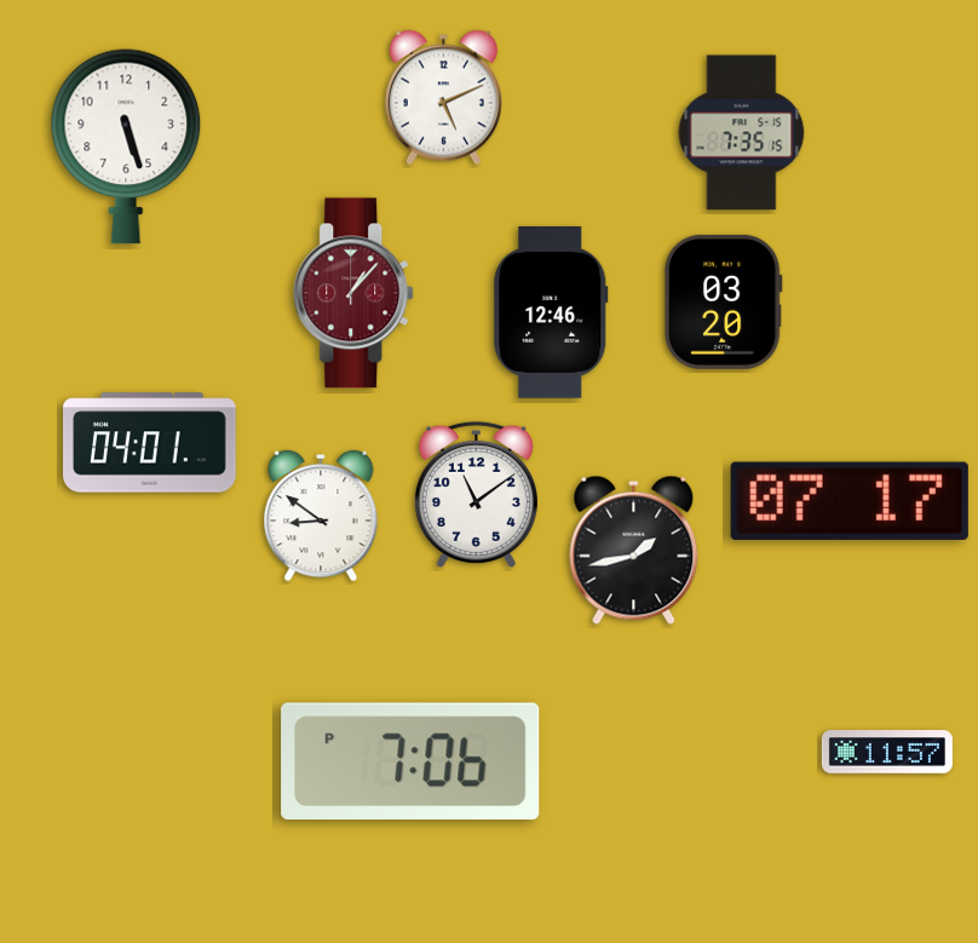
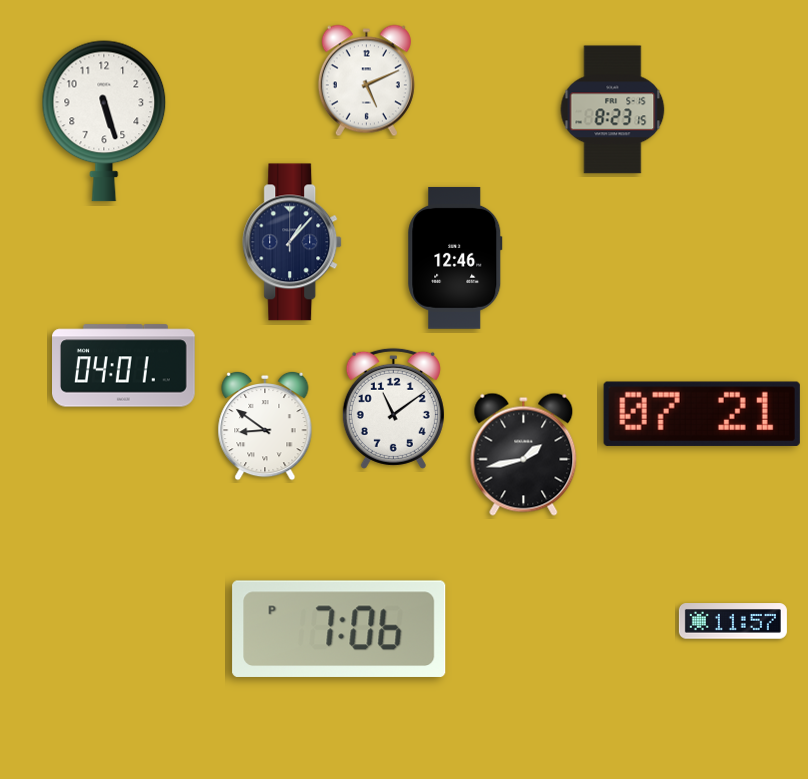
clock at (742, 133): 7:35 -> 8:23
clock at (355, 293) dial: burgundy -> navy
clock at (723, 301): 03:20 -> none
clock at (850, 501): 07:17 -> 07:21
